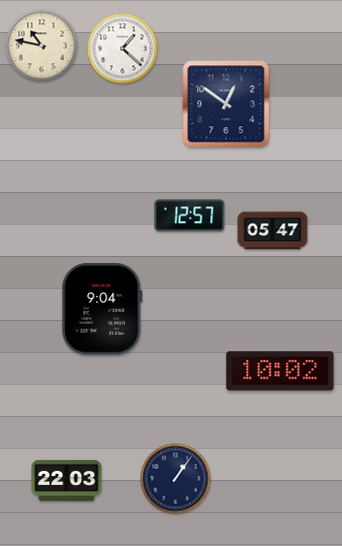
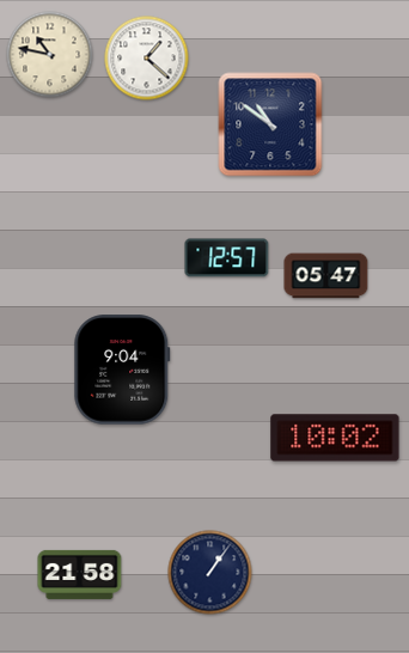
clock at (226, 104): 12:51 -> 10:51
clock at (280, 371) position: (280, 371) -> (335, 438)
clock at (67, 480): 22:03 -> 21:58
